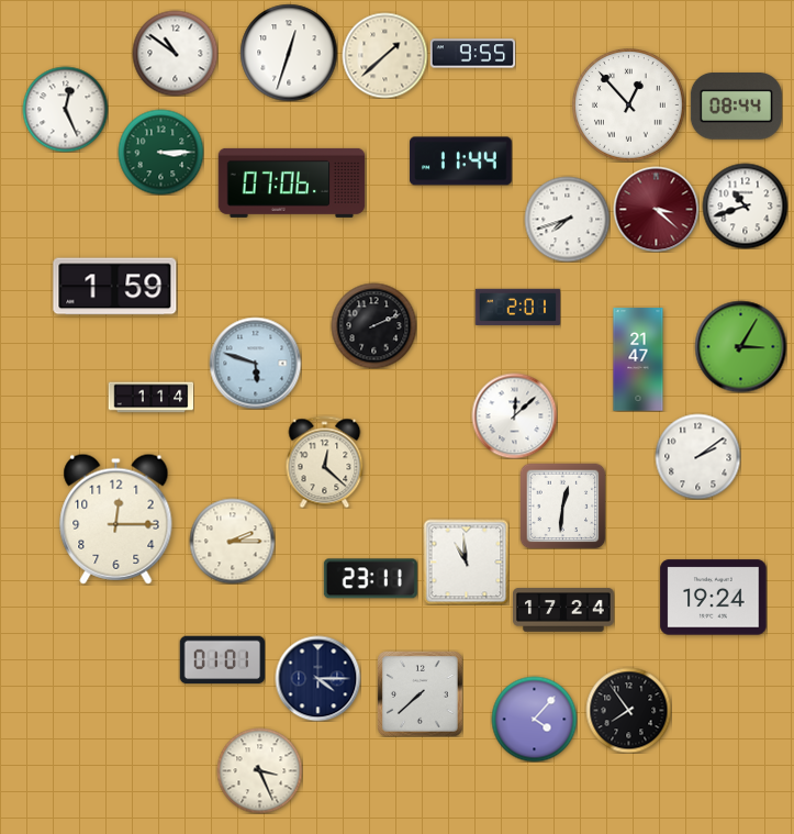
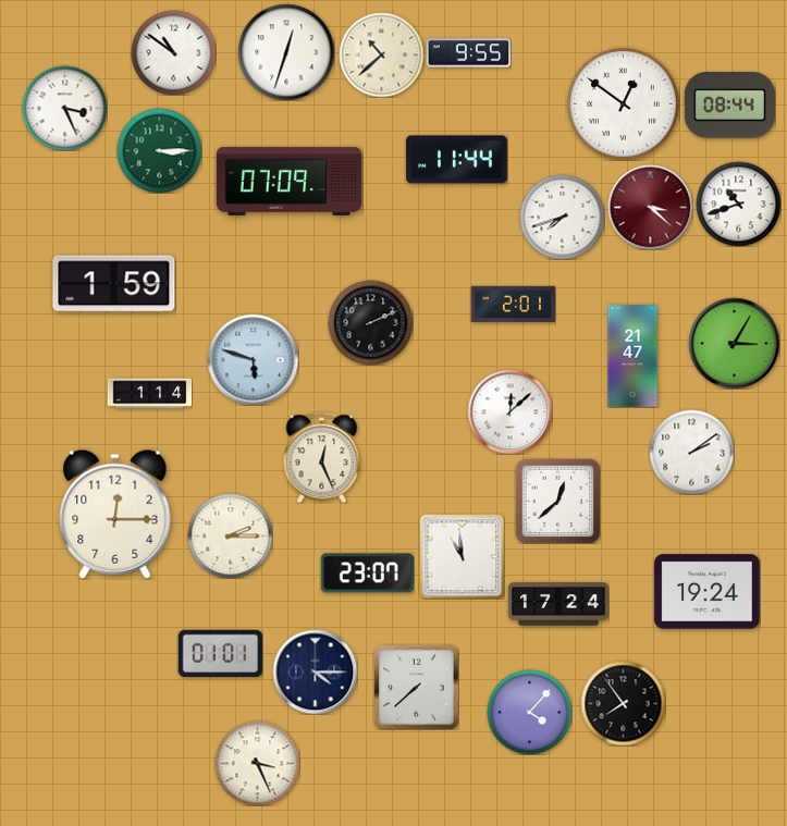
clock at (384, 55): 1:38 -> 10:38
clock at (629, 105): 12:53 -> 12:51
clock at (65, 109): 12:26 -> 3:26
clock at (292, 182): 07:06 -> 07:09
clock at (325, 462): 12:22 -> 12:26
clock at (562, 505): 12:31 -> 12:38
clock at (370, 579): 23:11 -> 23:07
